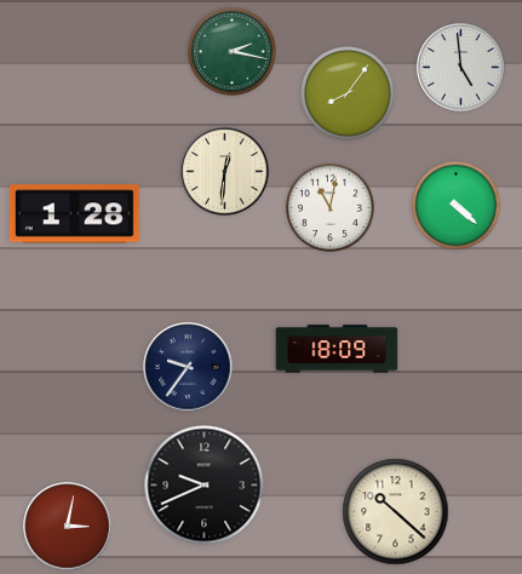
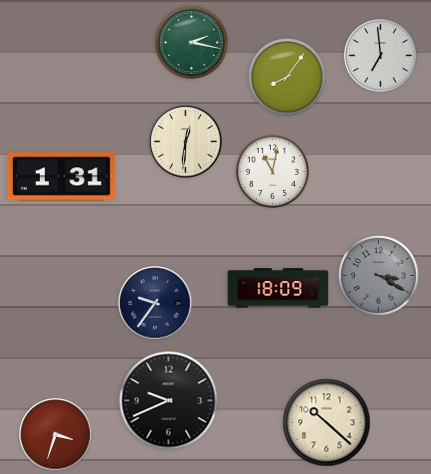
clock at (461, 68): 4:59 -> 6:59
clock at (455, 205): 4:22 -> none
clock at (74, 214): 1:28 -> 1:31
clock at (379, 276): none -> 3:20
clock at (68, 527): 3:02 -> 3:33
